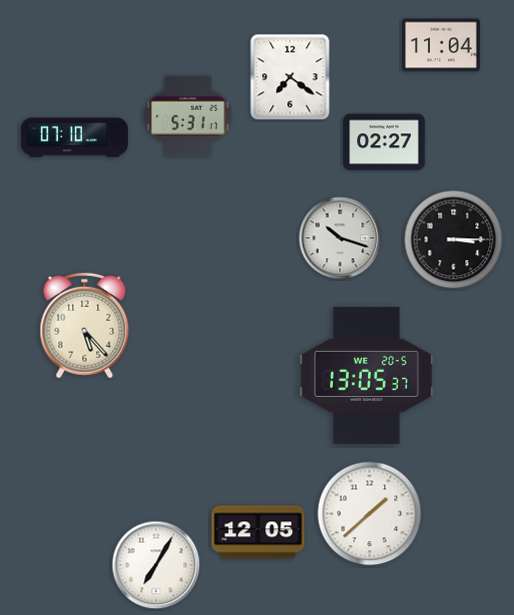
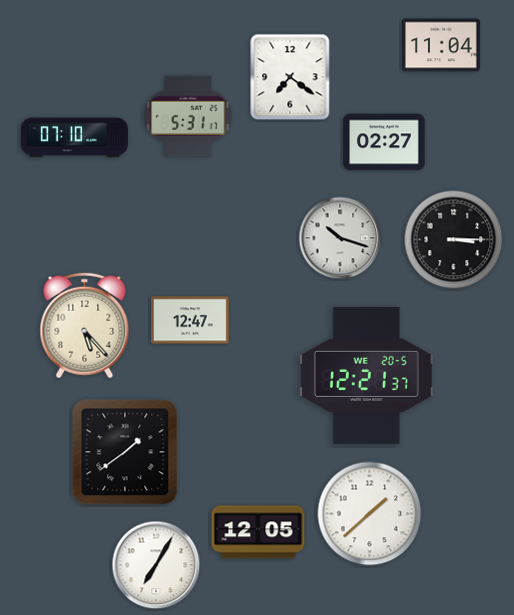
clock at (190, 320): none -> 12:47
clock at (366, 375): 13:05 -> 12:21
clock at (125, 452): none -> 1:39
